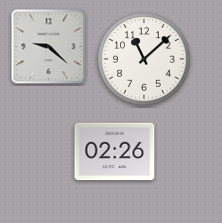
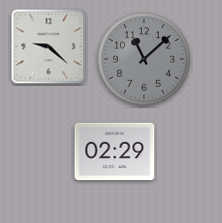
clock at (144, 59) dial: white -> grey
clock at (115, 152): 02:26 -> 02:29
